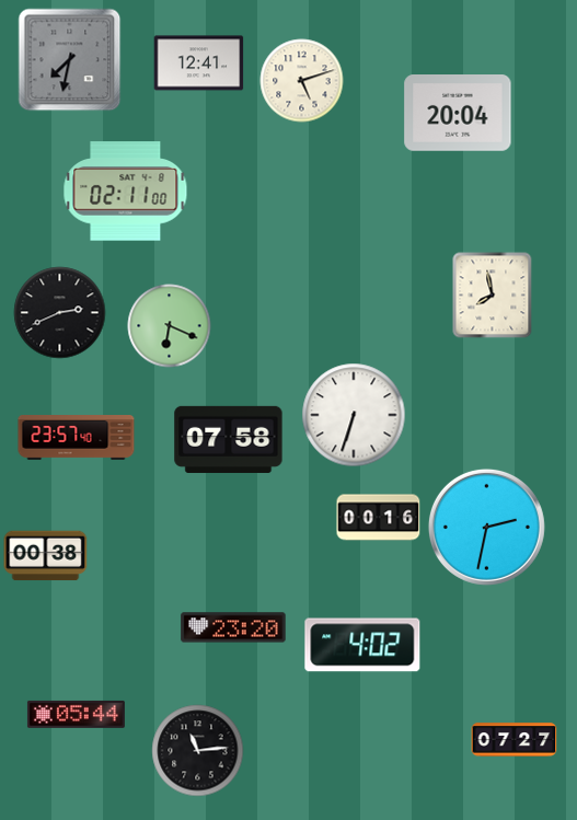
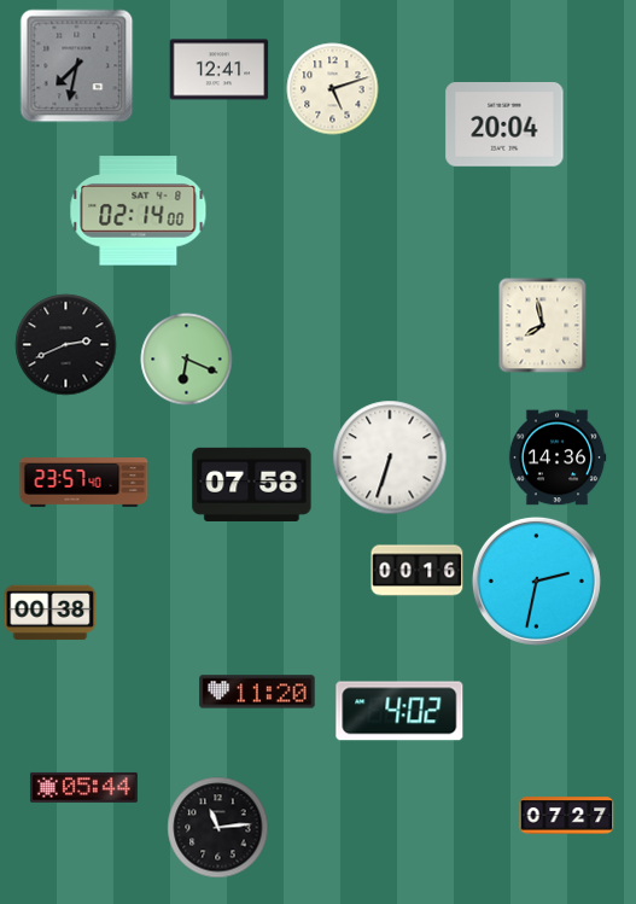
clock at (126, 192): 02:11 -> 02:14
clock at (558, 457): none -> 14:36
clock at (233, 627): 23:20 -> 11:20
